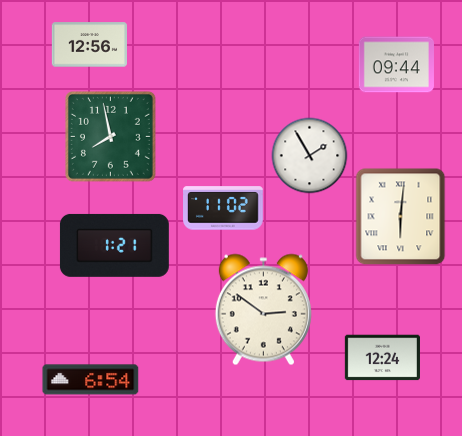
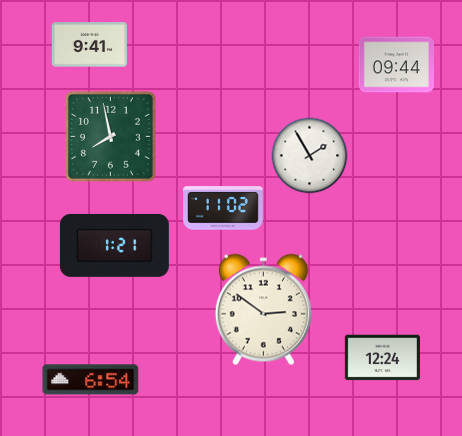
clock at (89, 45): 12:56 -> 9:41
clock at (401, 217): 6:01 -> none
